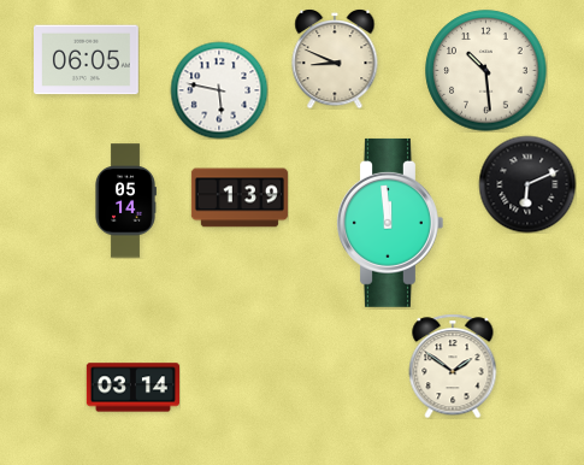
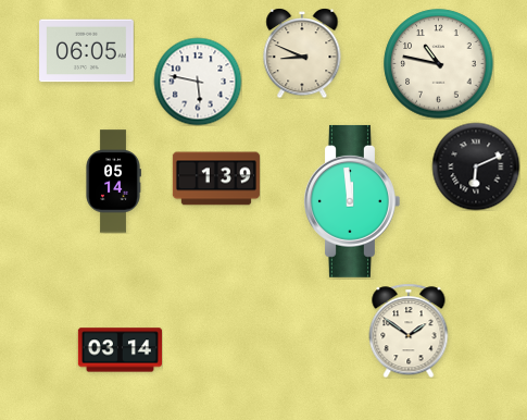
clock at (87, 60) position: (87, 60) -> (87, 51)
clock at (486, 71): 10:29 -> 10:47
